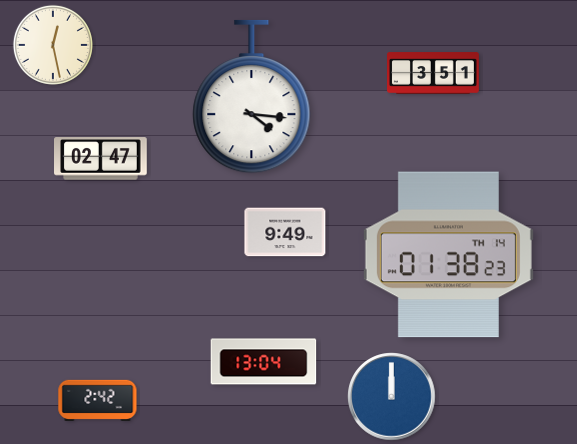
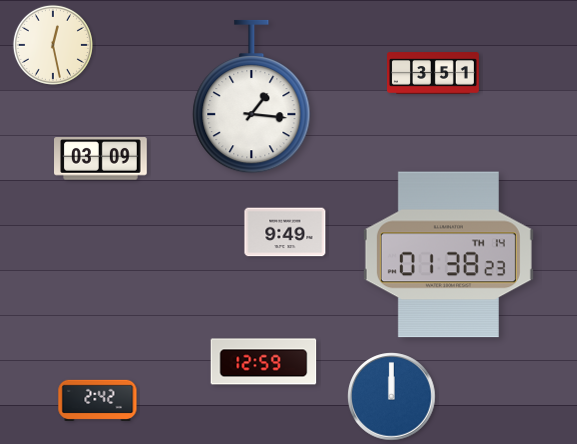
clock at (252, 97): 4:16 -> 1:16
clock at (101, 159): 02:47 -> 03:09
clock at (264, 362): 13:04 -> 12:59
